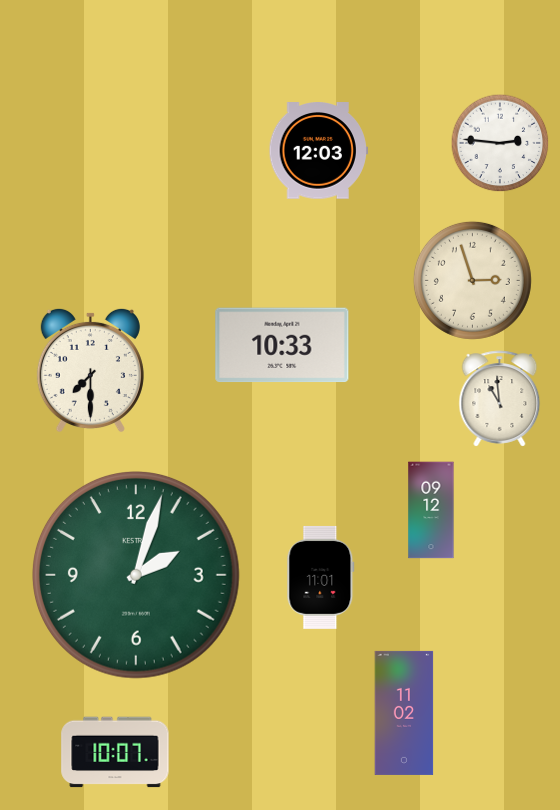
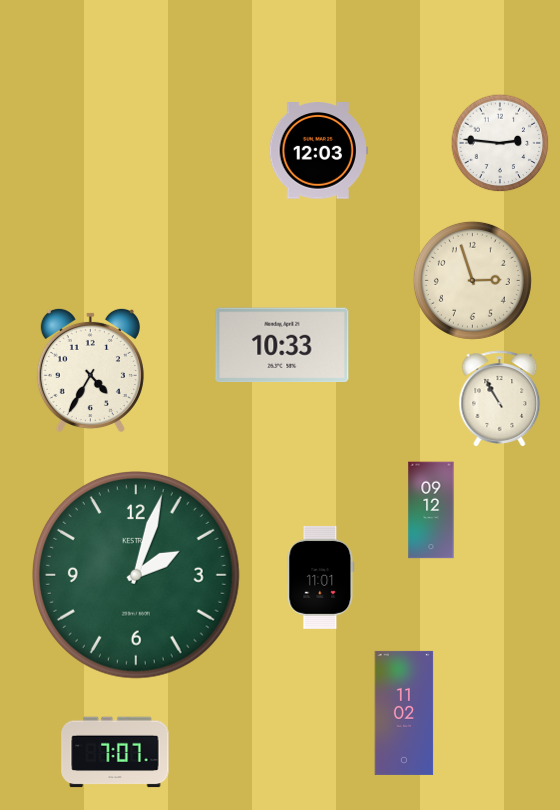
clock at (90, 370): 7:30 -> 4:35
clock at (500, 399): 10:59 -> 10:55
clock at (115, 752): 10:07 -> 7:07
